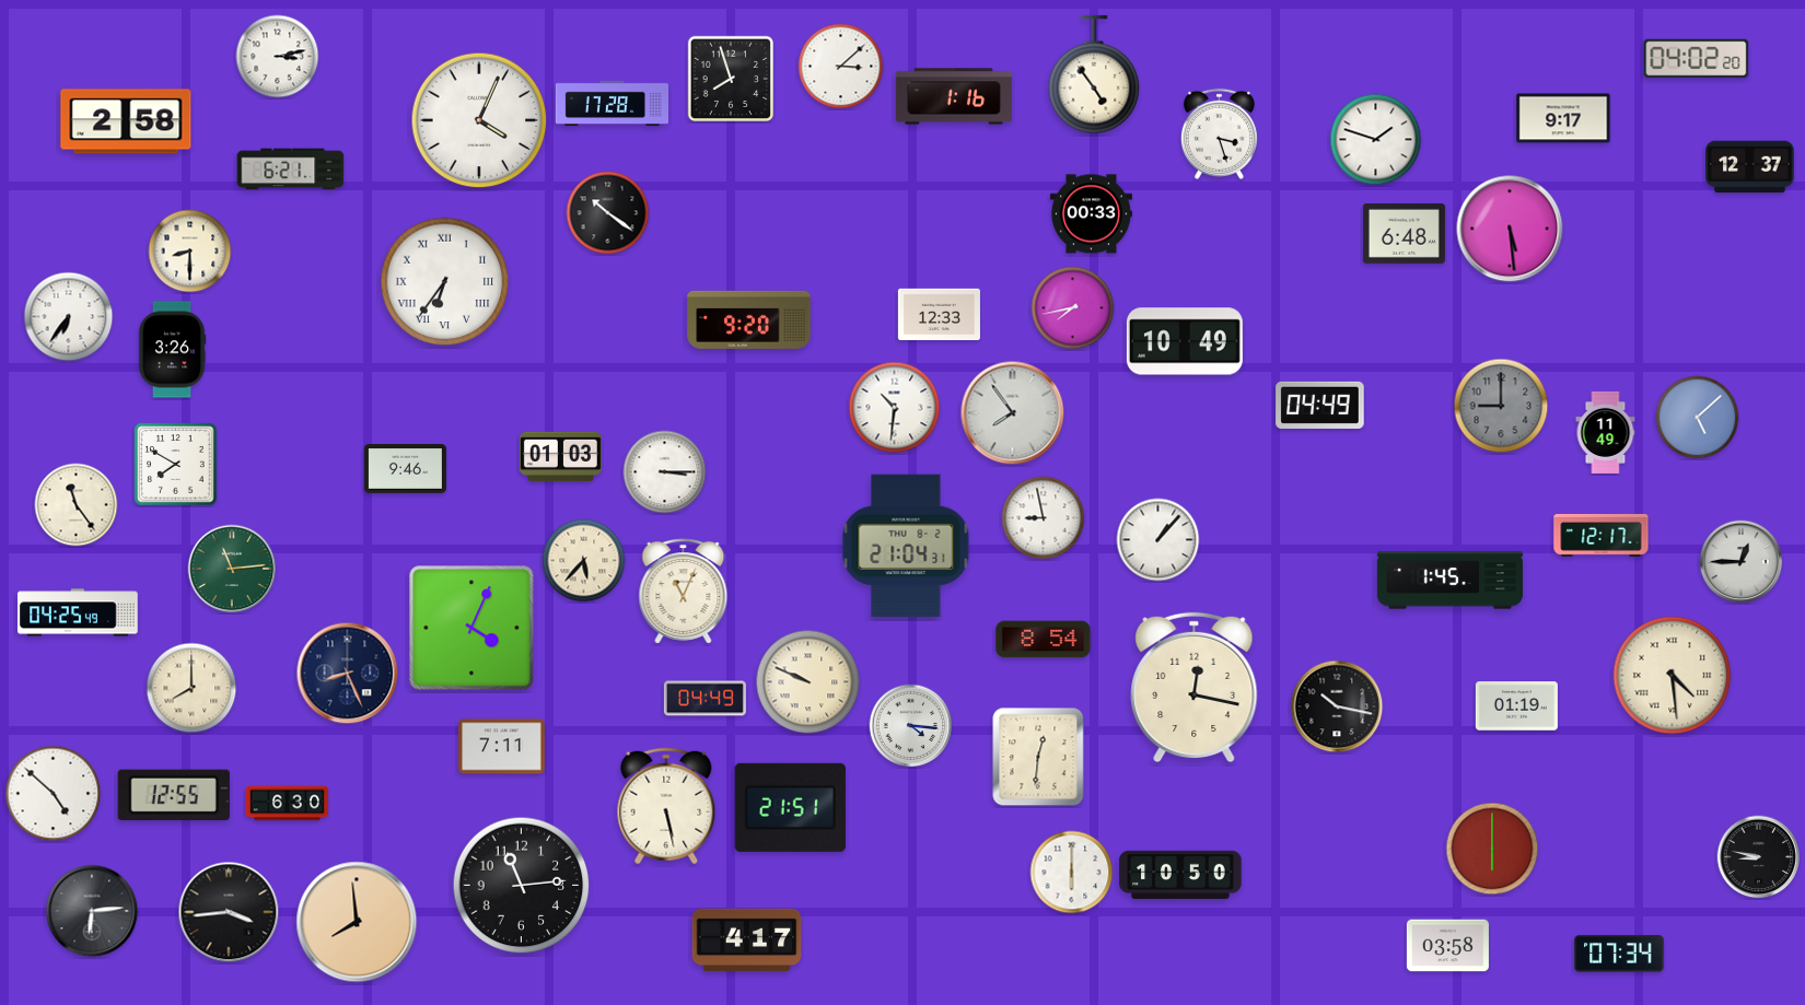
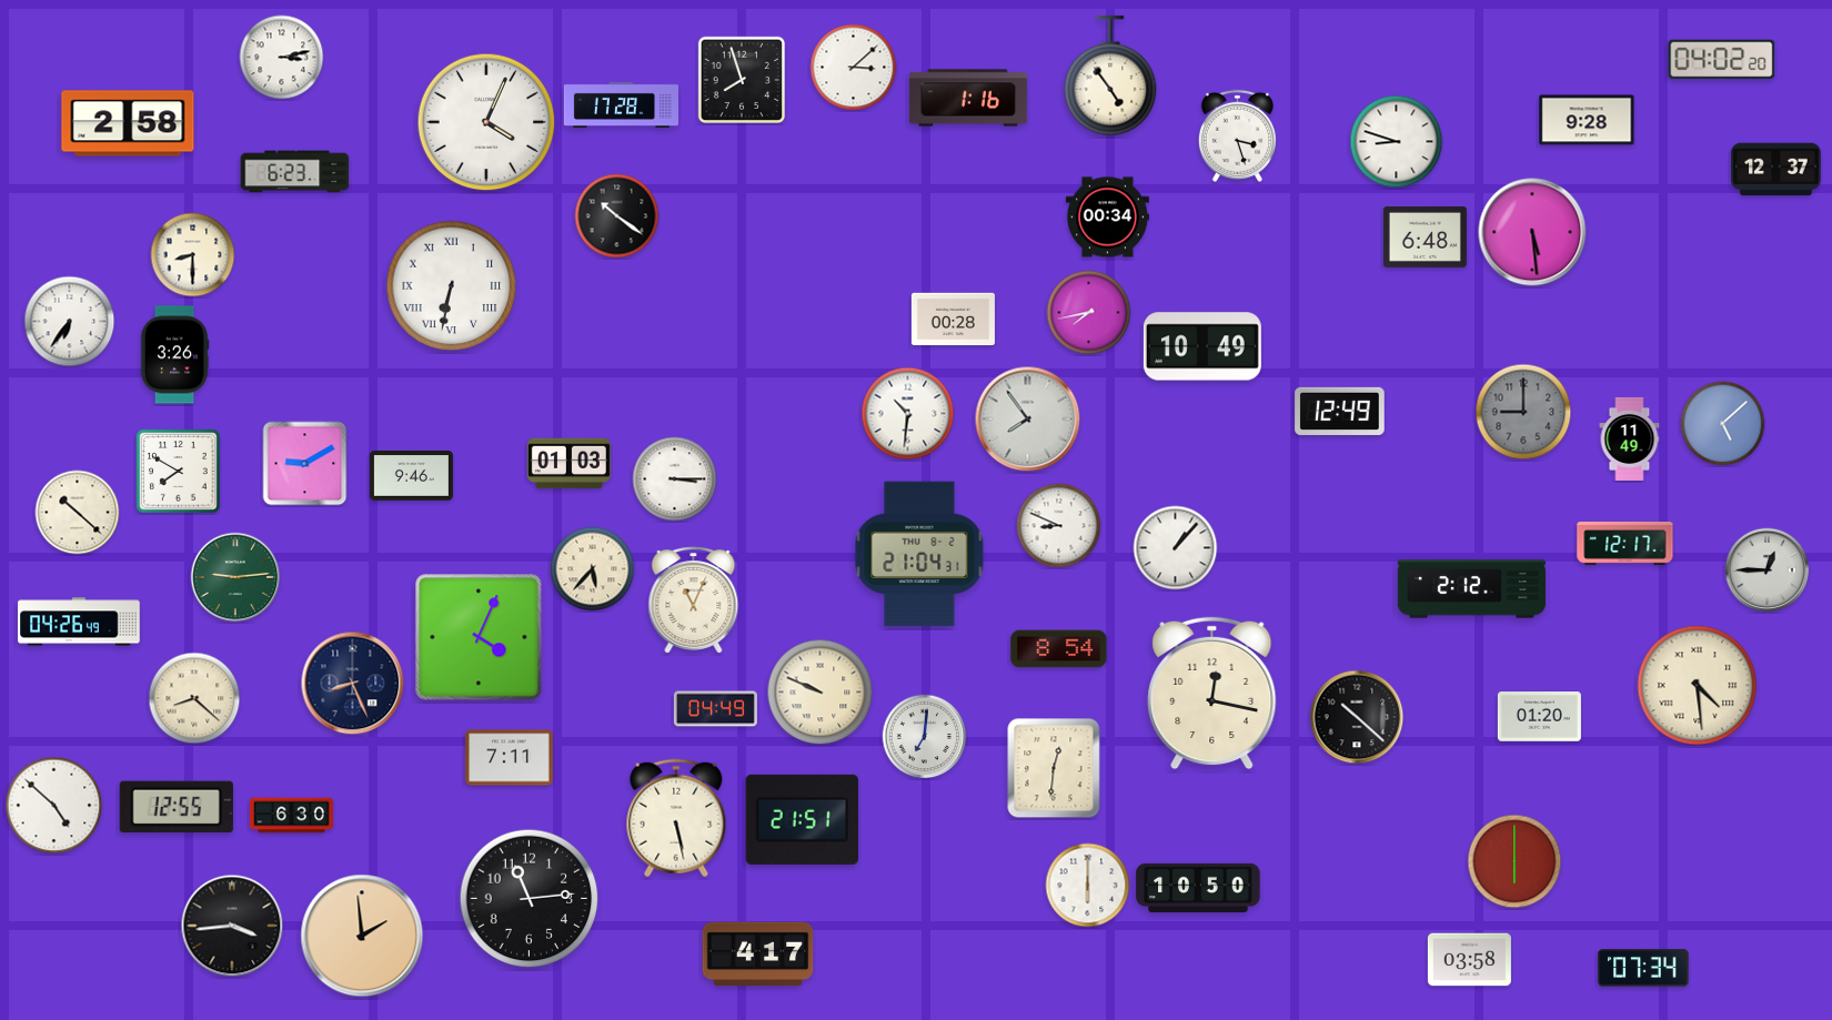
clock at (1563, 118): 9:17 -> 9:28
clock at (1376, 140): 1:48 -> 8:48
clock at (291, 170): 6:21 -> 6:23
clock at (1091, 214): 00:33 -> 00:34
clock at (445, 282): 6:36 -> 6:32
clock at (939, 315): 12:33 -> 00:28
clock at (749, 319): 9:20 -> none
clock at (1320, 405): 04:49 -> 12:49
clock at (305, 464): none -> 9:10
clock at (77, 505): 11:24 -> 10:22
clock at (1044, 518): 8:58 -> 8:49
clock at (232, 569): 11:14 -> 9:14
clock at (1449, 581): 1:45 -> 2:12
clock at (78, 612): 04:25 -> 04:26
clock at (191, 688): 8:00 -> 8:22
clock at (1195, 688) position: (1195, 688) -> (1212, 694)
clock at (1337, 706): 10:17 -> 10:22
clock at (1516, 706): 01:19 -> 01:20
clock at (911, 726): 4:16 -> 7:01
clock at (1759, 857): 8:47 -> none
clock at (92, 911): 6:14 -> none
clock at (357, 922): 7:59 -> 1:59
